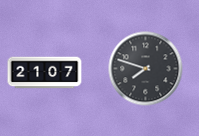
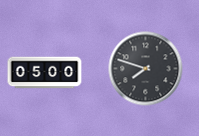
clock at (45, 73): 21:07 -> 05:00
